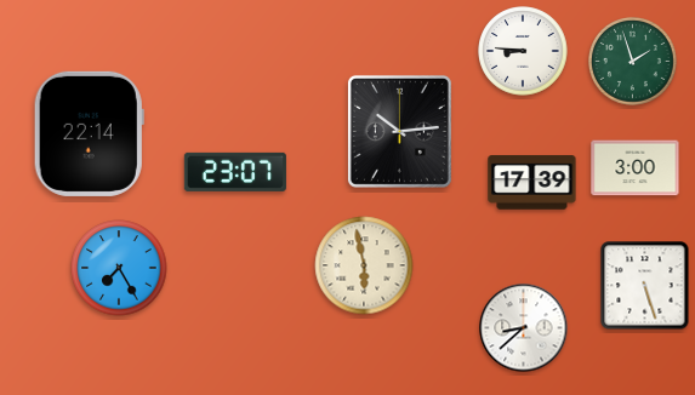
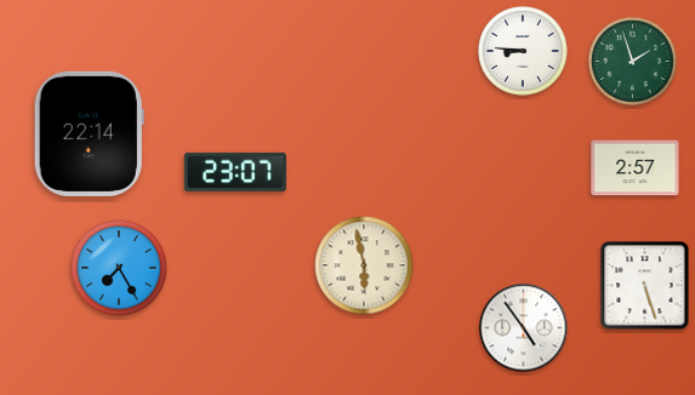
clock at (399, 131): 10:14 -> none
clock at (636, 168): 3:00 -> 2:57
clock at (532, 183): 17:39 -> none
clock at (524, 328): 8:38 -> 4:54
